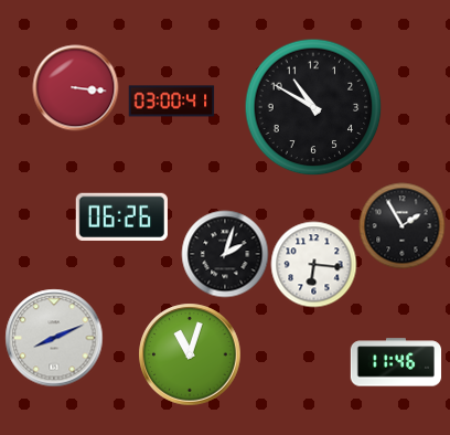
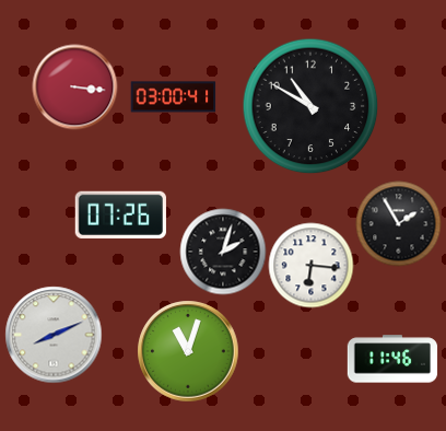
clock at (171, 102) position: (171, 102) -> (173, 97)
clock at (121, 216): 06:26 -> 07:26
clock at (313, 264) position: (313, 264) -> (310, 265)
